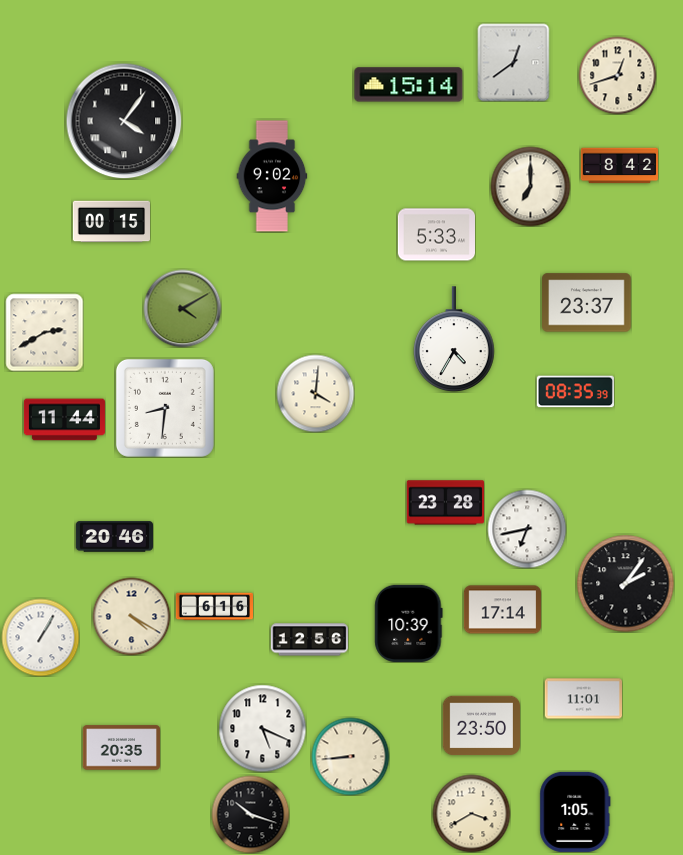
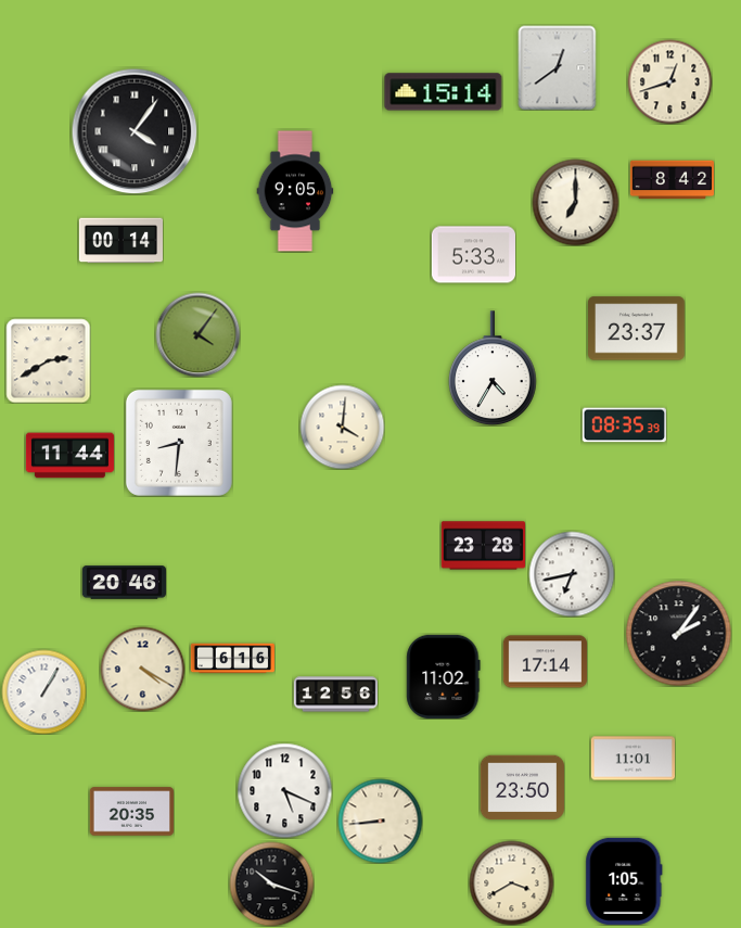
clock at (272, 176): 9:02 -> 9:05
clock at (111, 222): 00:15 -> 00:14
clock at (182, 308): 4:10 -> 4:06
clock at (409, 623): 10:39 -> 11:02
